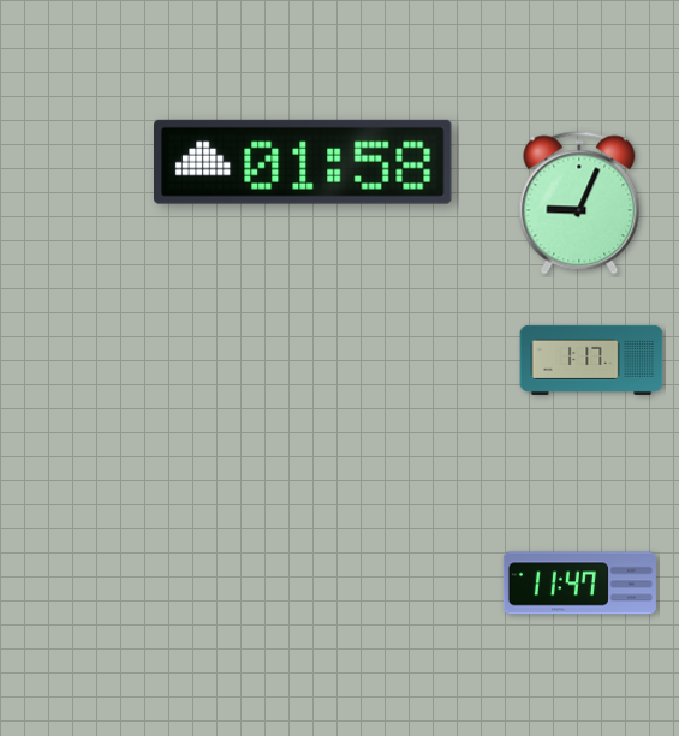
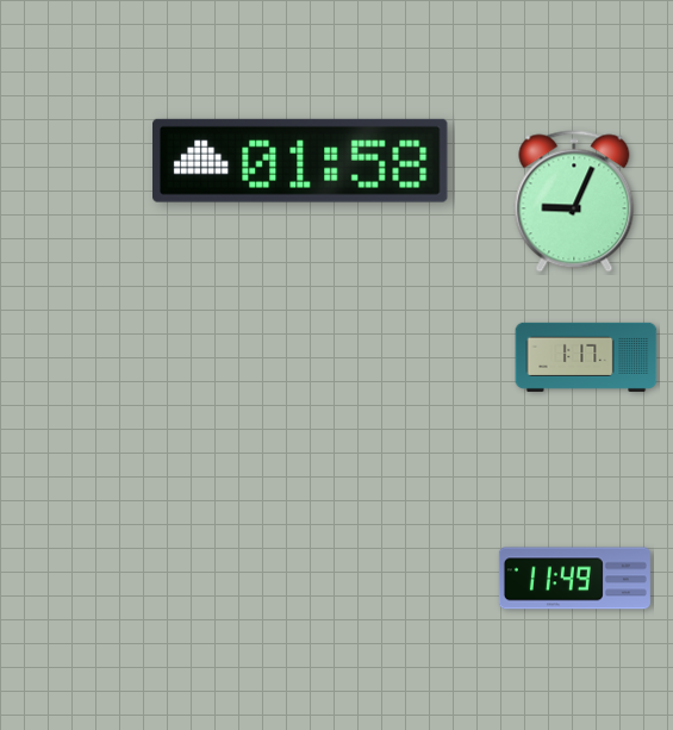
clock at (579, 584): 11:47 -> 11:49
